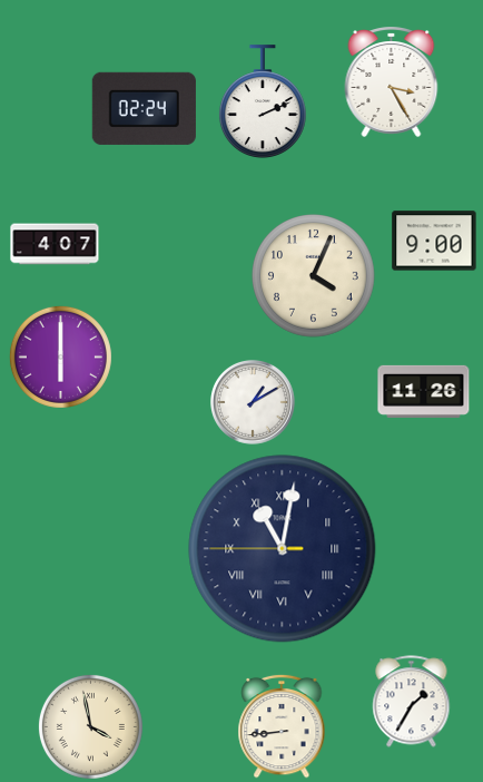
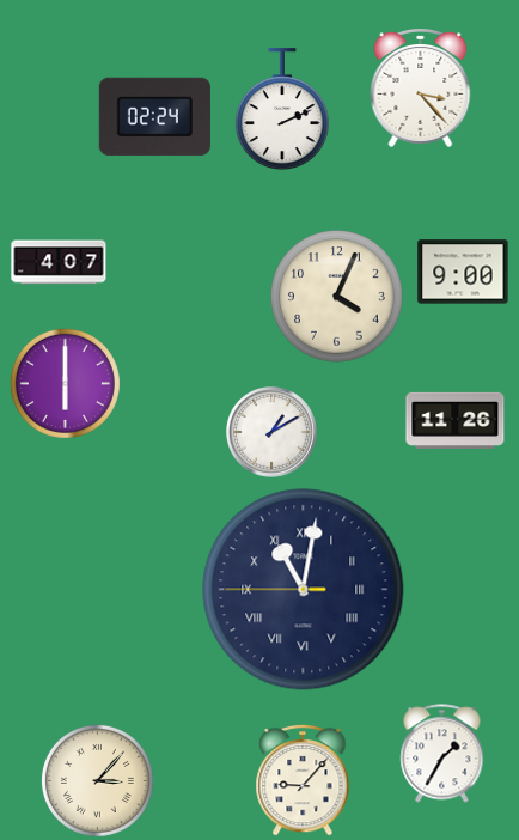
clock at (392, 82): 3:25 -> 3:23
clock at (434, 241) position: (434, 241) -> (463, 272)
clock at (90, 726): 3:58 -> 3:07
clock at (282, 726): 8:44 -> 9:07
